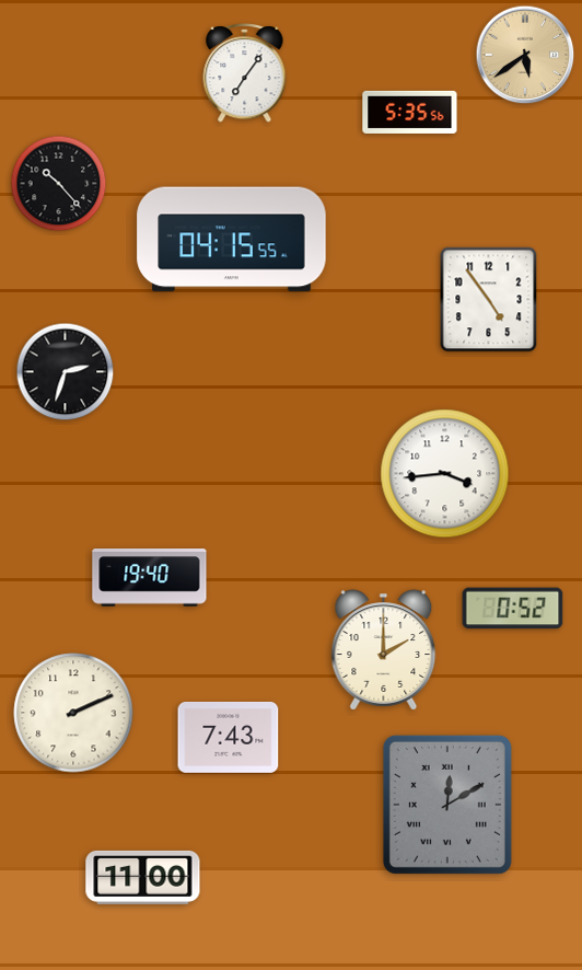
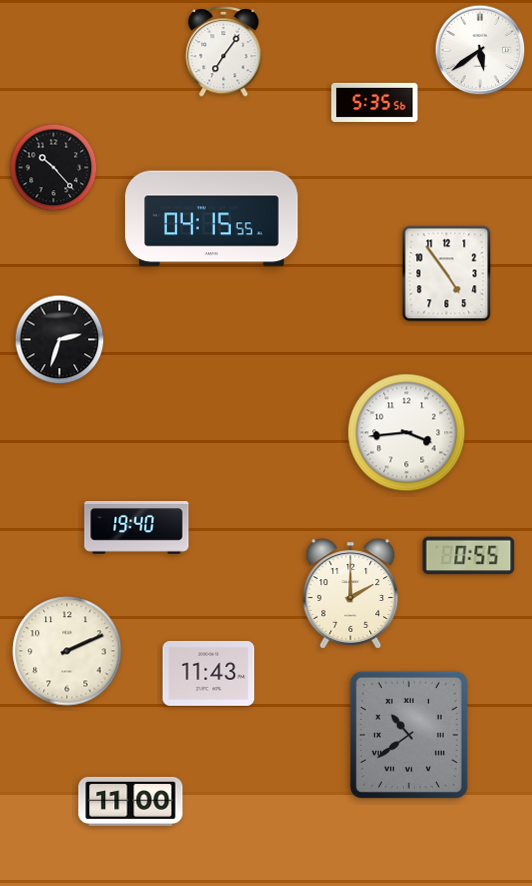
clock at (525, 55) dial: champagne -> white
clock at (245, 72) position: (245, 72) -> (224, 51)
clock at (513, 609): 0:52 -> 0:55
clock at (229, 737): 7:43 -> 11:43
clock at (447, 805): 12:10 -> 10:39
